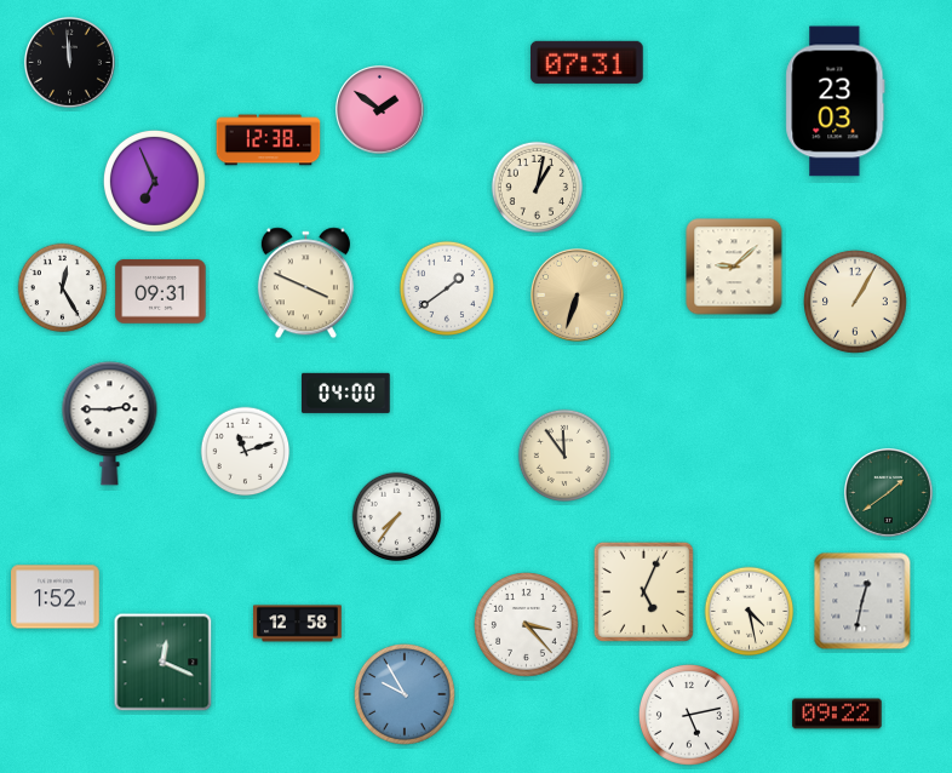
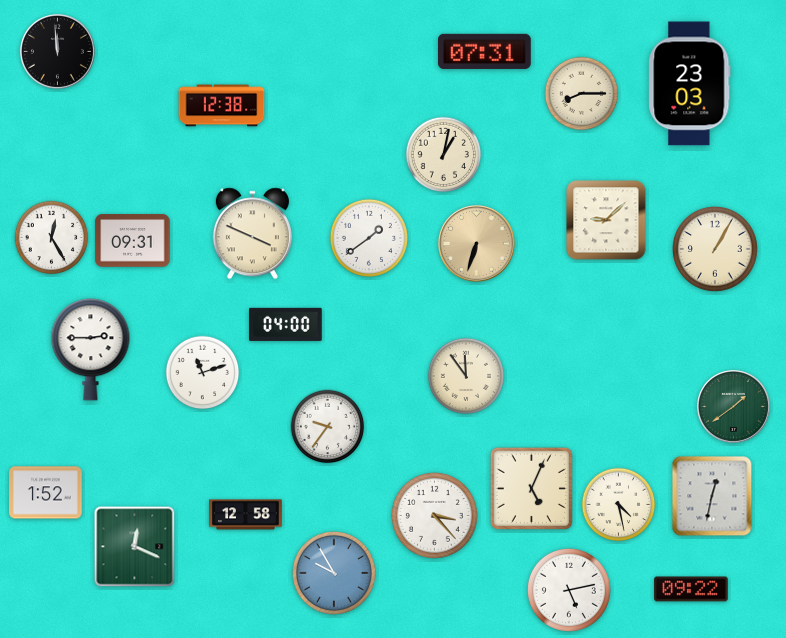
clock at (379, 109): 1:51 -> none
clock at (582, 94): none -> 8:15
clock at (269, 141) position: (269, 141) -> (222, 106)
clock at (154, 181): 6:56 -> none
clock at (856, 303) position: (856, 303) -> (716, 250)
clock at (397, 517): 7:36 -> 9:36
